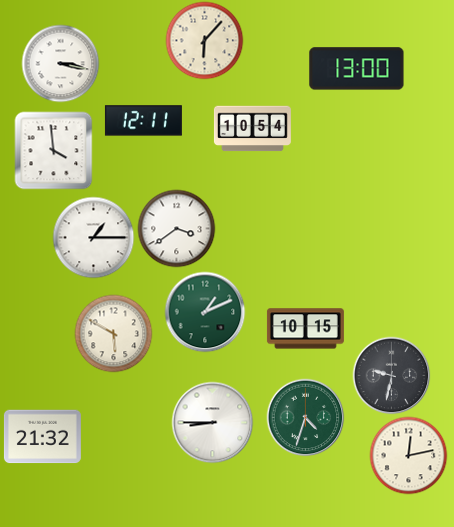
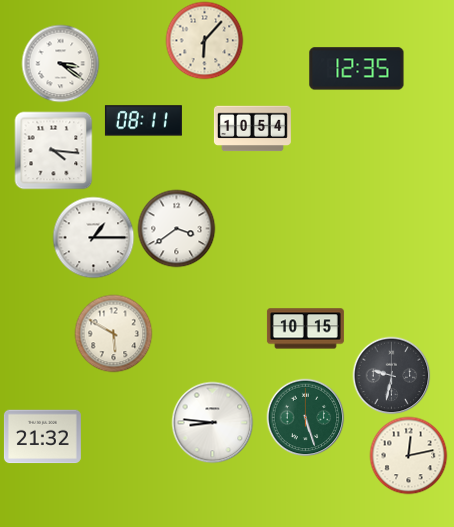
clock at (60, 63): 3:17 -> 3:21
clock at (357, 69): 13:00 -> 12:35
clock at (143, 121): 12:11 -> 08:11
clock at (53, 150): 3:59 -> 4:16
clock at (205, 312): 1:11 -> none
clock at (305, 417): 4:33 -> 5:27
clock at (212, 422): 8:45 -> 8:46
